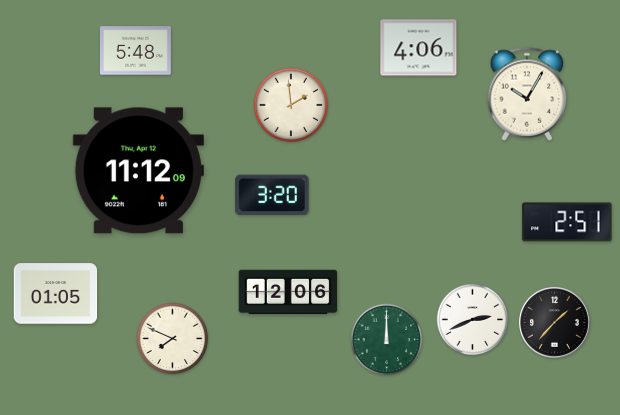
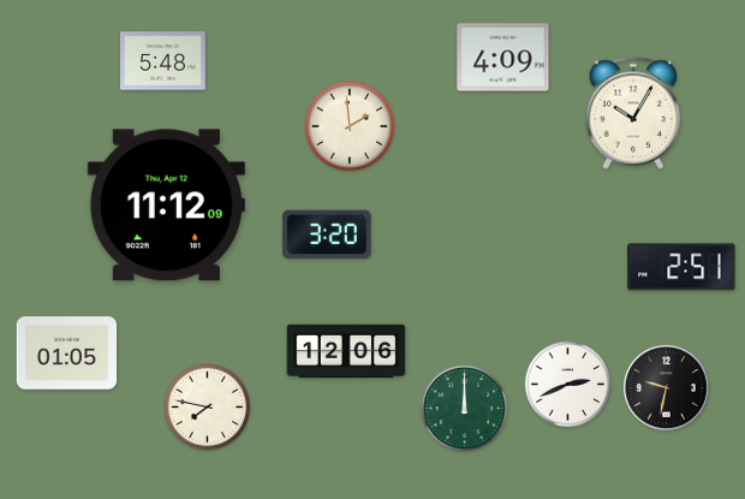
clock at (419, 48): 4:06 -> 4:09
clock at (554, 322): 1:37 -> 9:32
clock at (173, 339): 7:49 -> 7:47
